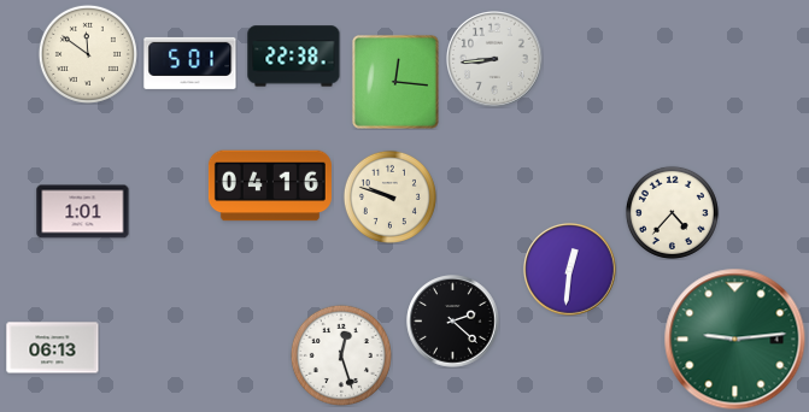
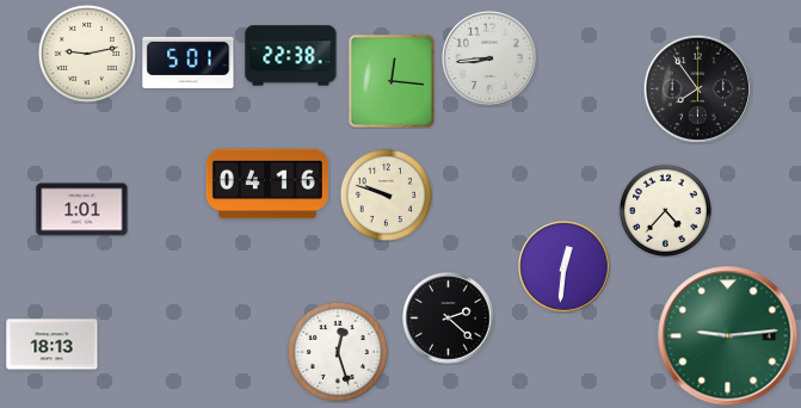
clock at (88, 54): 11:51 -> 9:13
clock at (697, 88): none -> 7:54
clock at (53, 348): 06:13 -> 18:13
